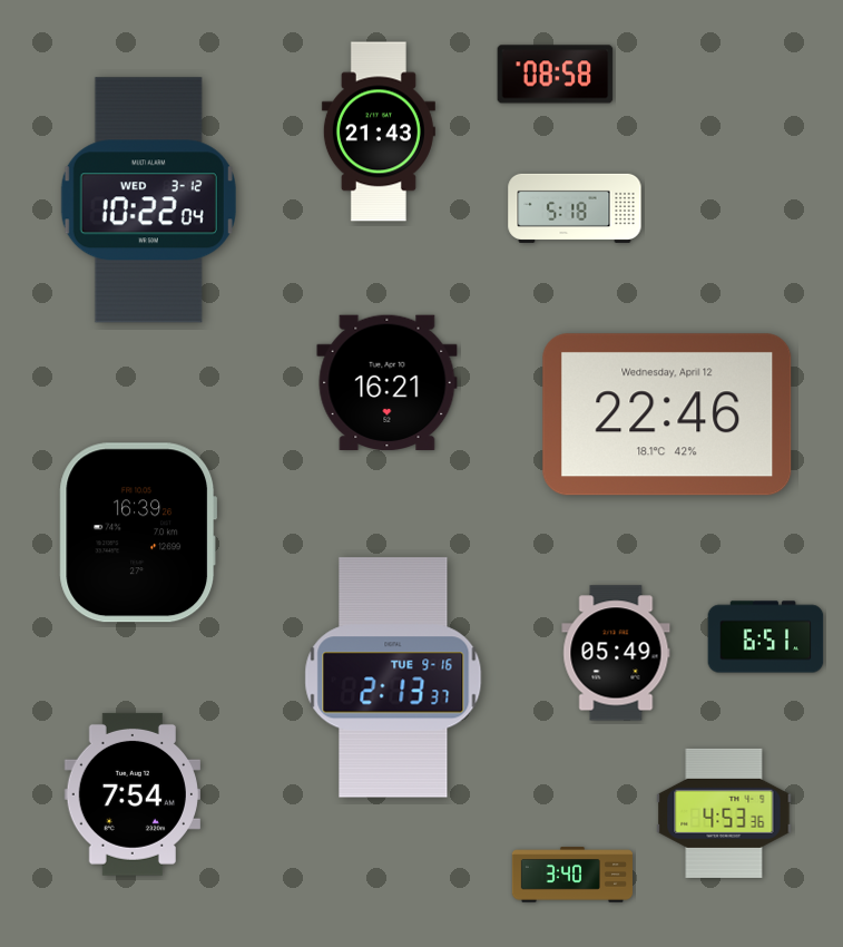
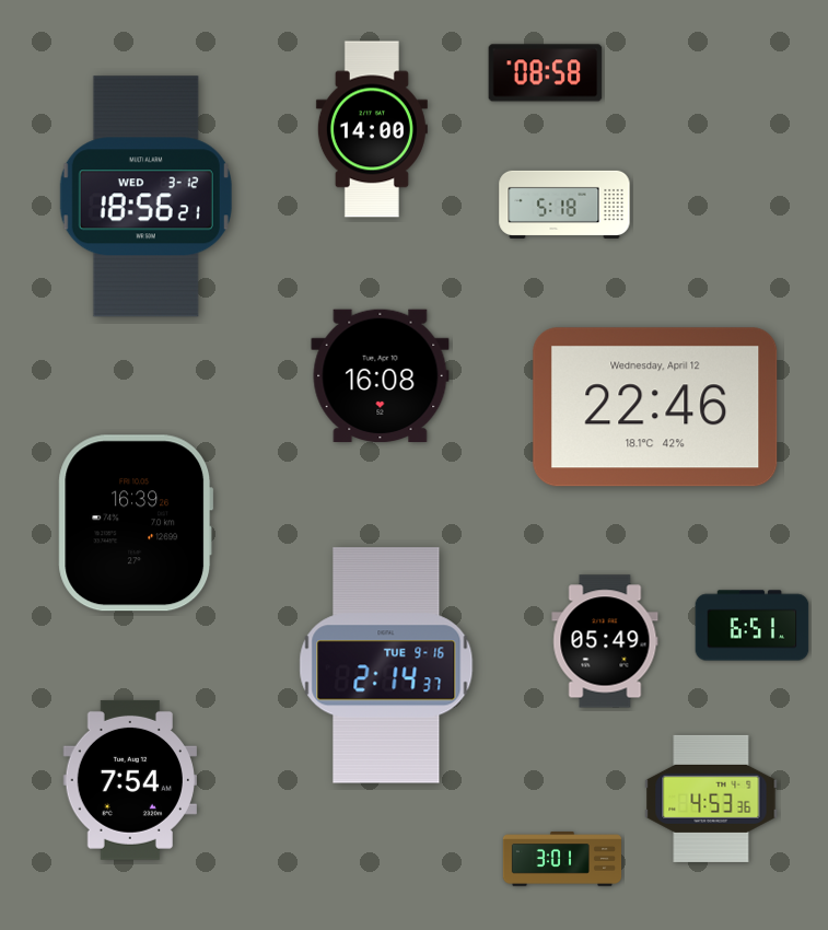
clock at (379, 131): 21:43 -> 14:00
clock at (148, 201): 10:22 -> 18:56
clock at (388, 383): 16:21 -> 16:08
clock at (393, 677): 2:13 -> 2:14
clock at (571, 875): 3:40 -> 3:01
